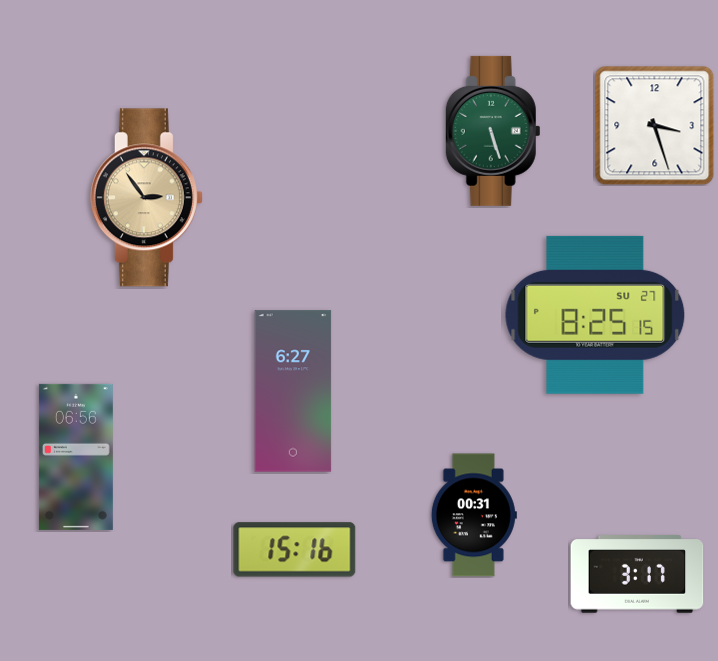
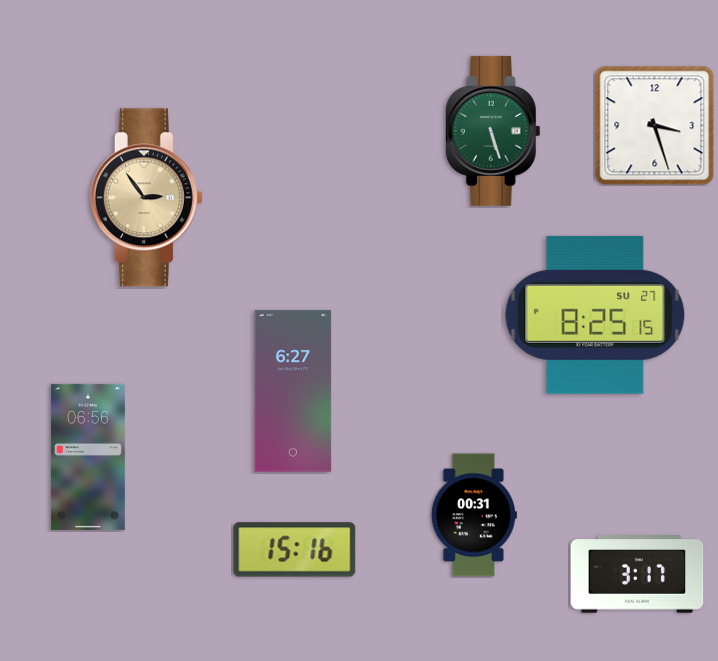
clock at (76, 457) position: (76, 457) -> (88, 457)
